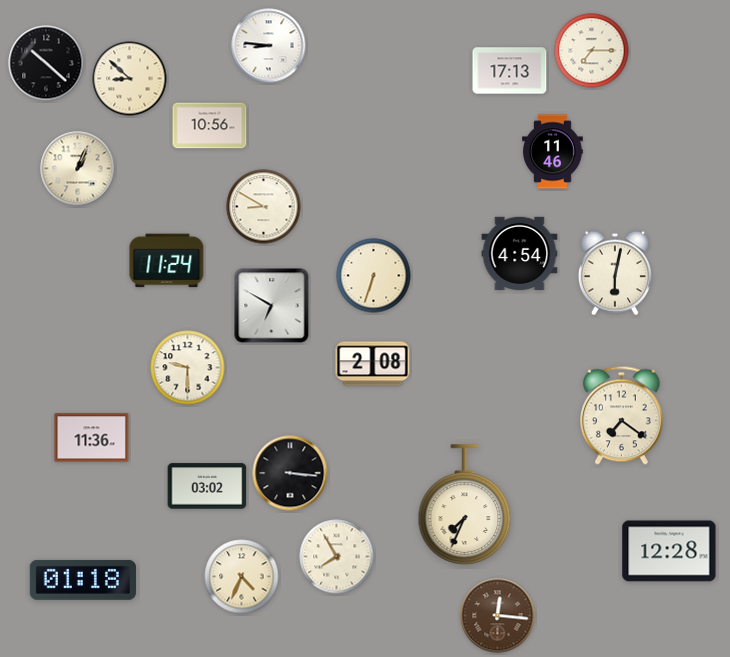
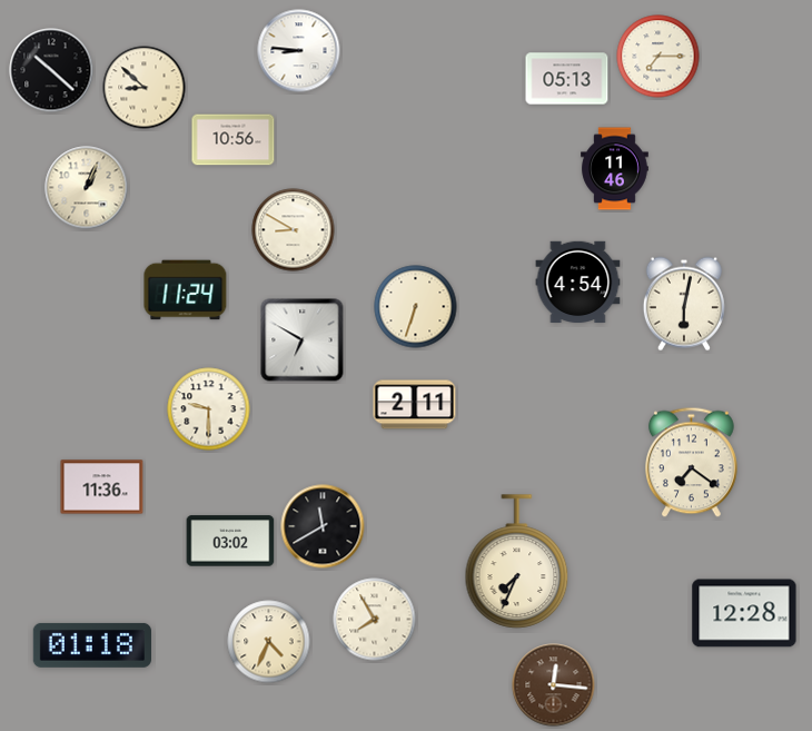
clock at (510, 71): 17:13 -> 05:13
clock at (373, 364): 2:08 -> 2:11
clock at (290, 473): 3:16 -> 11:40
